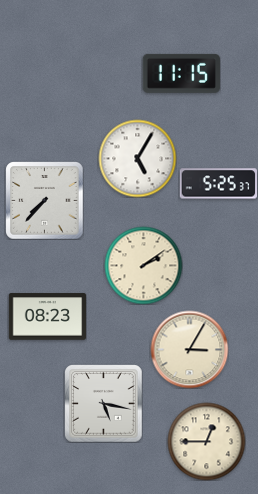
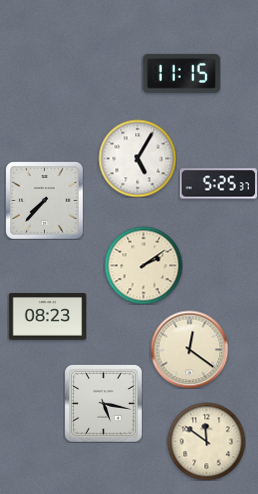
clock at (189, 349): 3:05 -> 12:21
clock at (206, 441): 12:45 -> 11:51
